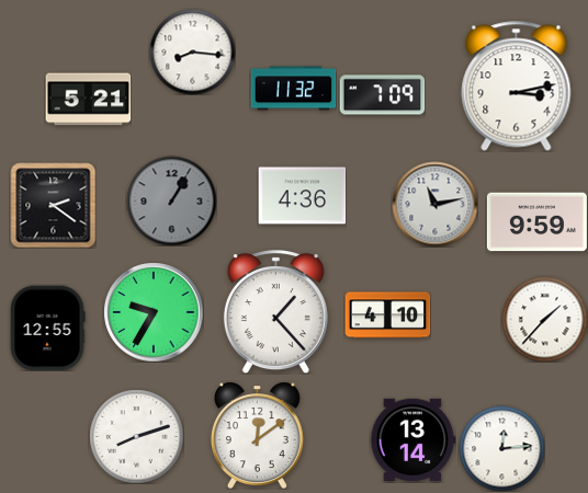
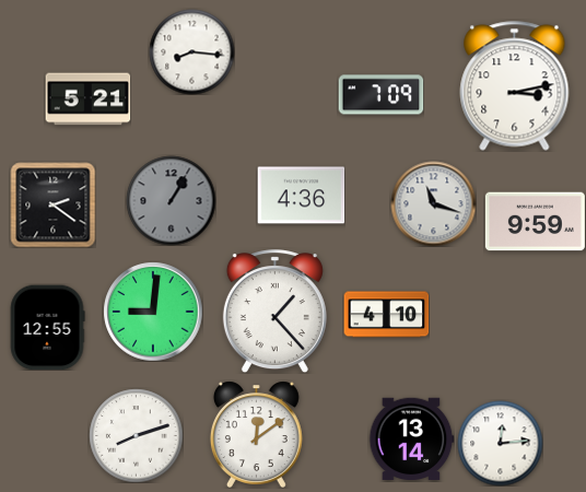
clock at (293, 89): 11:32 -> none
clock at (434, 204): 11:13 -> 11:18
clock at (154, 312): 9:35 -> 9:01
clock at (544, 319): 1:37 -> none
clock at (501, 448) position: (501, 448) -> (500, 443)
